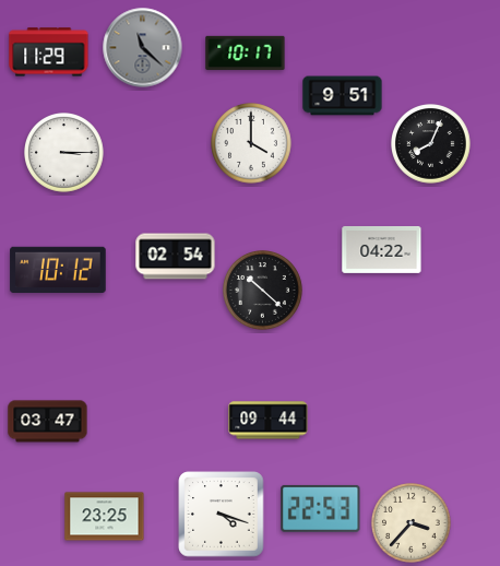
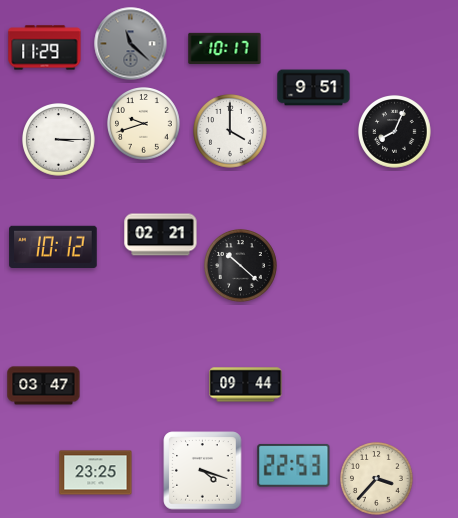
clock at (144, 124): none -> 9:42
clock at (382, 249): 04:22 -> none
clock at (176, 257): 02:54 -> 02:21
